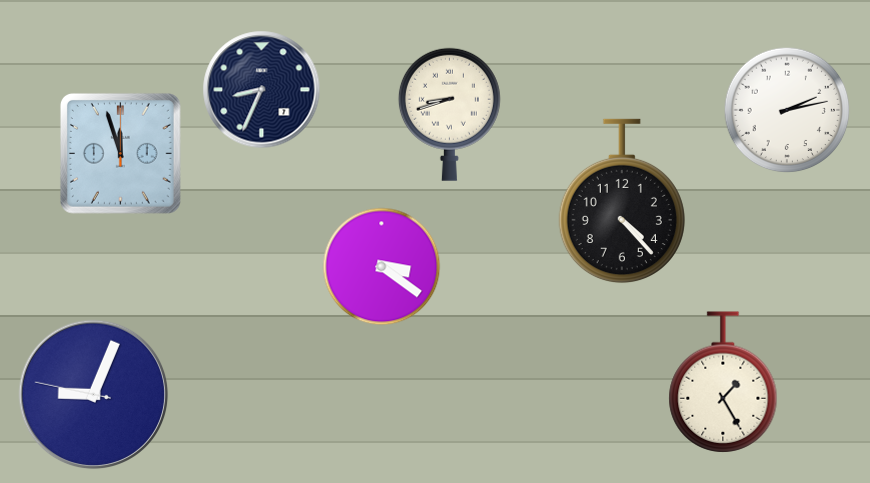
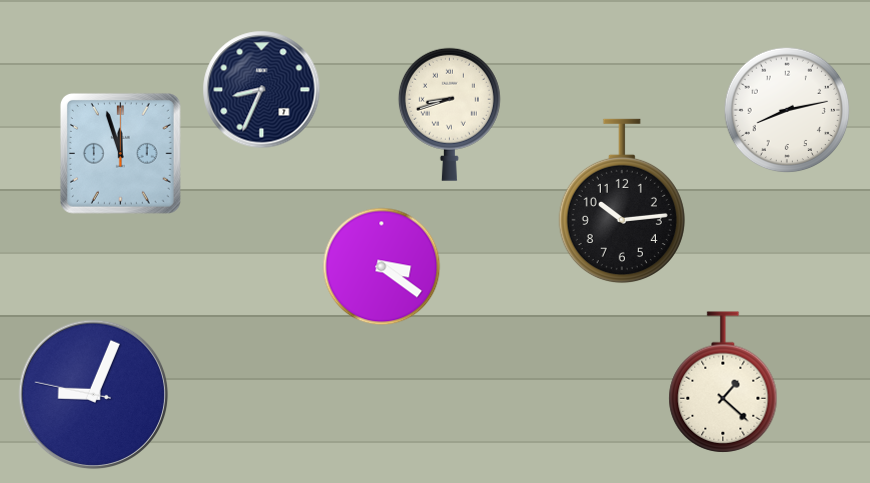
clock at (787, 110): 2:13 -> 8:13
clock at (622, 201): 4:23 -> 10:14
clock at (723, 382): 1:25 -> 1:22
